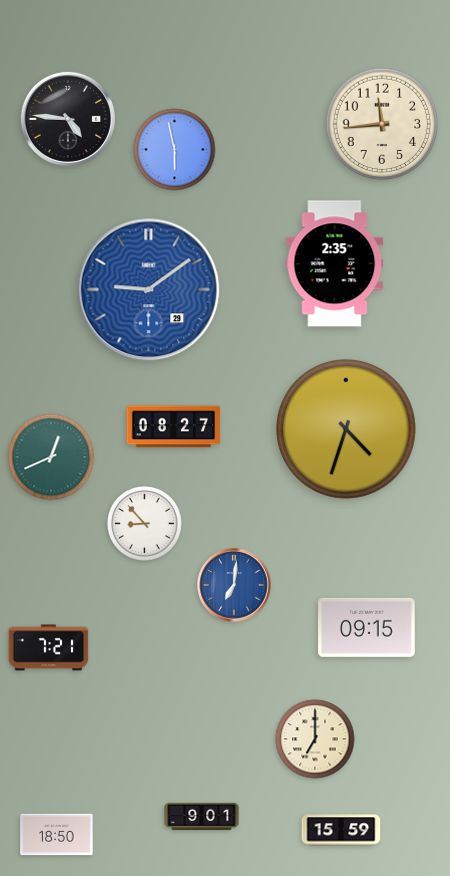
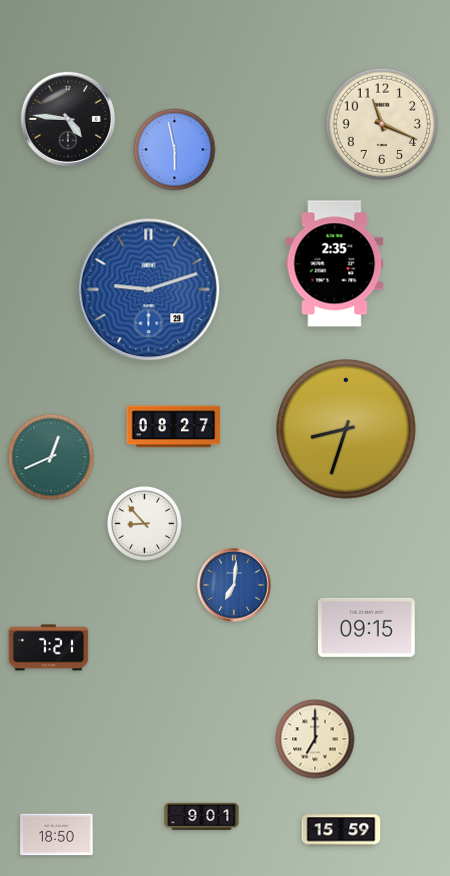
clock at (382, 124): 11:44 -> 11:19
clock at (149, 290): 9:09 -> 9:12
clock at (347, 430): 4:33 -> 8:33
